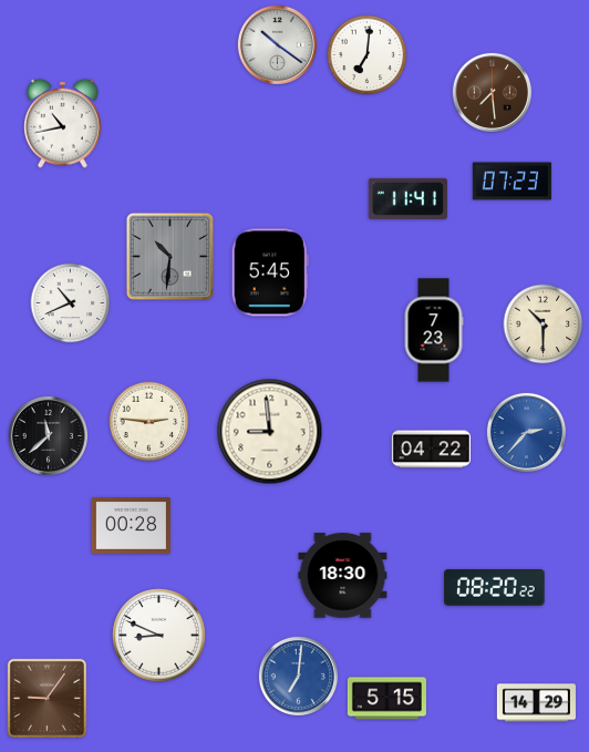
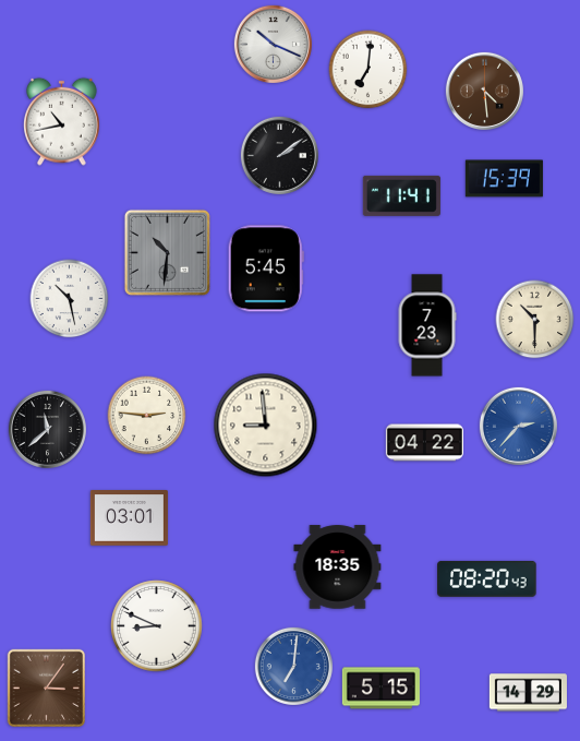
clock at (277, 44): 10:21 -> 10:19
clock at (368, 55) position: (368, 55) -> (368, 70)
clock at (492, 92): 7:29 -> 4:29
clock at (279, 155): none -> 2:09
clock at (512, 182): 07:23 -> 15:39
clock at (71, 303): 10:41 -> 10:28
clock at (131, 526): 00:28 -> 03:01
clock at (343, 576): 18:30 -> 18:35
clock at (495, 587): 08:20:22 -> 08:20:43
clock at (46, 699): 9:06 -> 3:06
